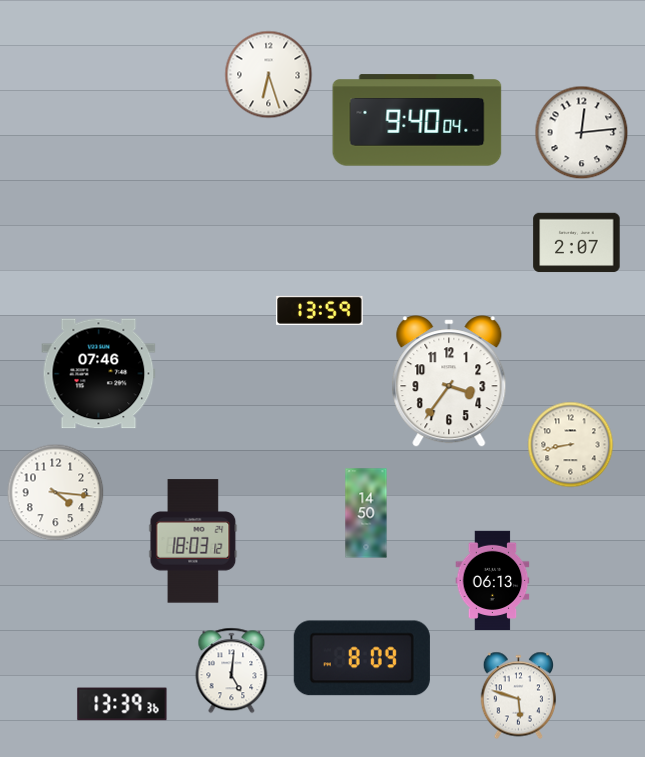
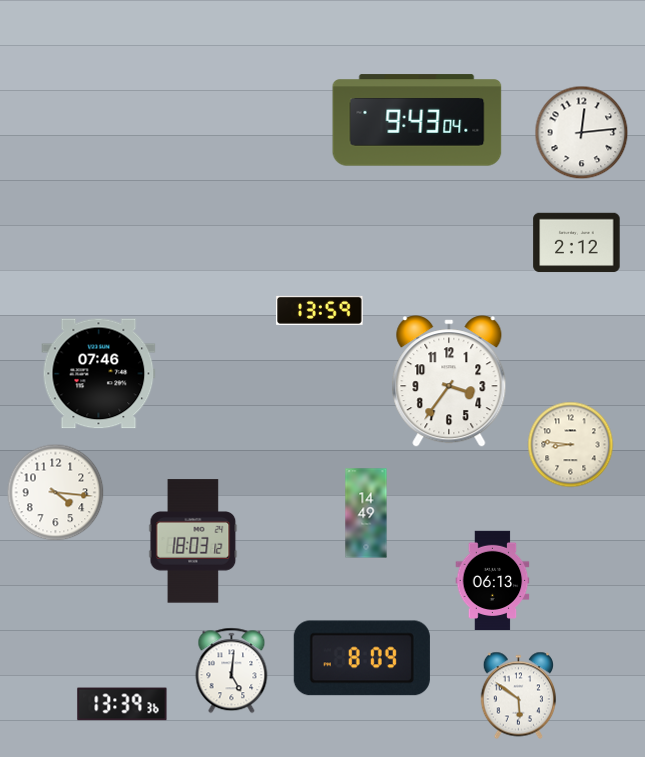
clock at (269, 75): 6:27 -> none
clock at (417, 120): 9:40 -> 9:43
clock at (577, 243): 2:07 -> 2:12
clock at (571, 445): 8:43 -> 8:46
clock at (366, 513): 14:50 -> 14:49
clock at (518, 696): 5:48 -> 5:51
